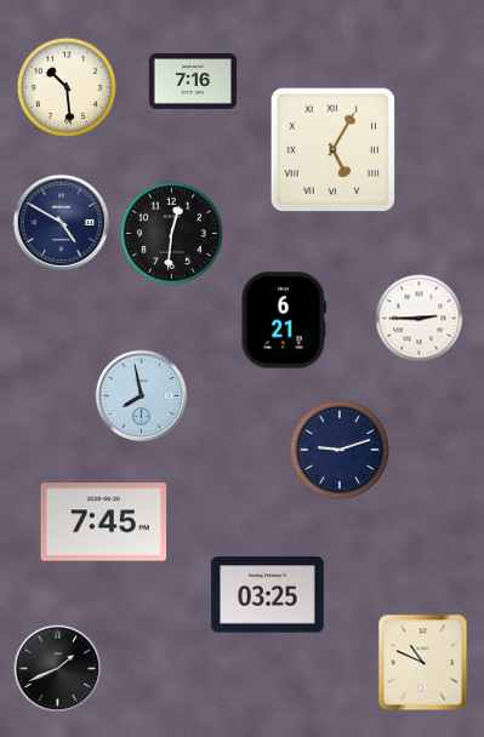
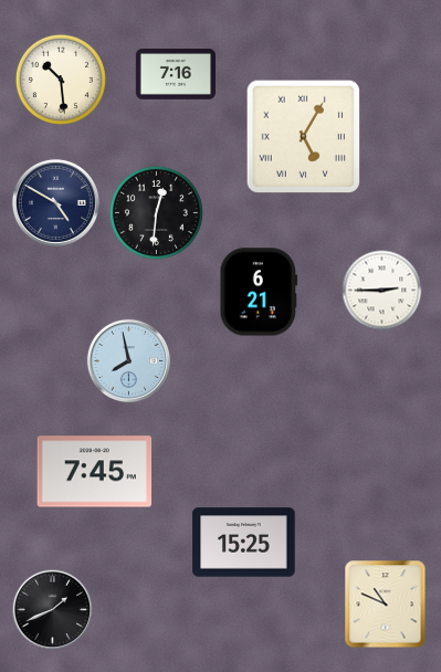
clock at (340, 450): 9:12 -> none
clock at (104, 522) position: (104, 522) -> (95, 472)
clock at (268, 595): 03:25 -> 15:25
